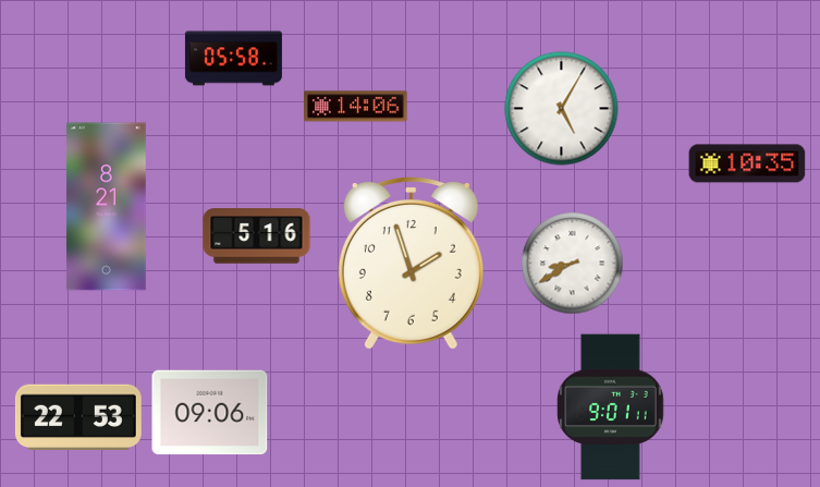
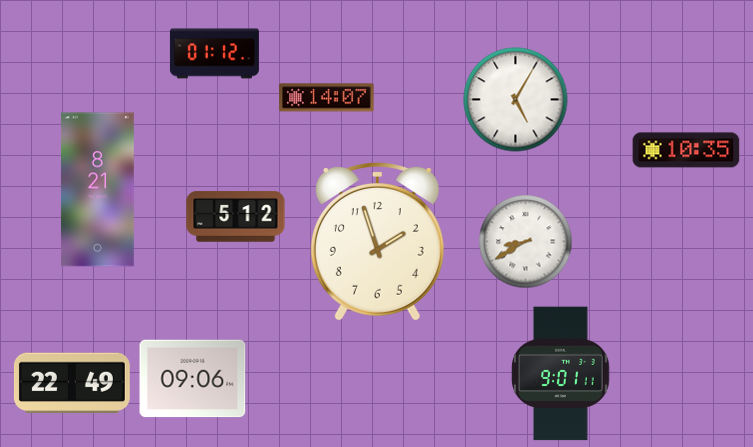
clock at (233, 59): 05:58 -> 01:12
clock at (356, 107): 14:06 -> 14:07
clock at (257, 236): 5:16 -> 5:12
clock at (78, 416): 22:53 -> 22:49
